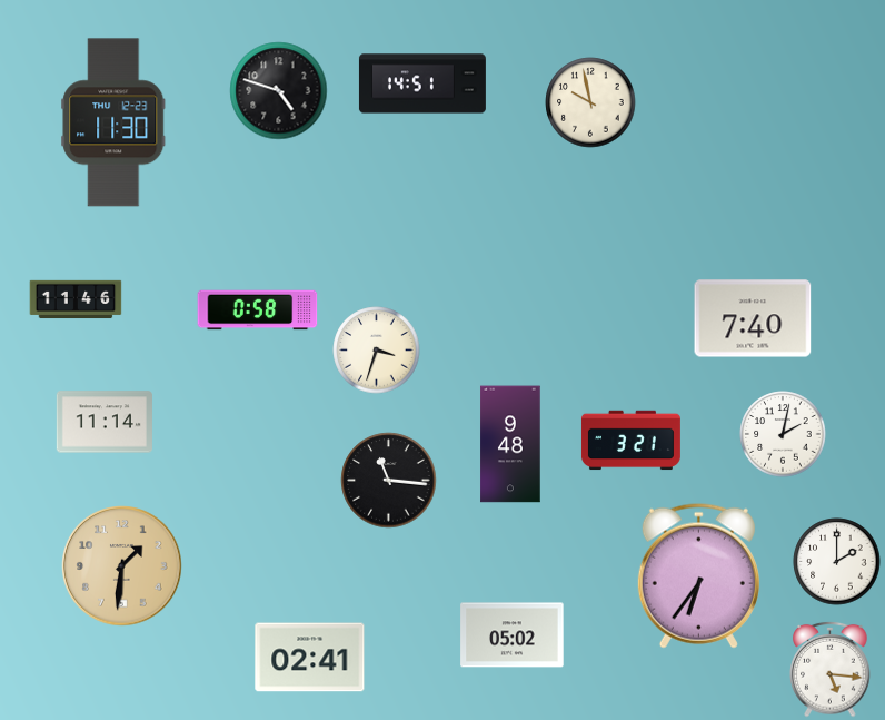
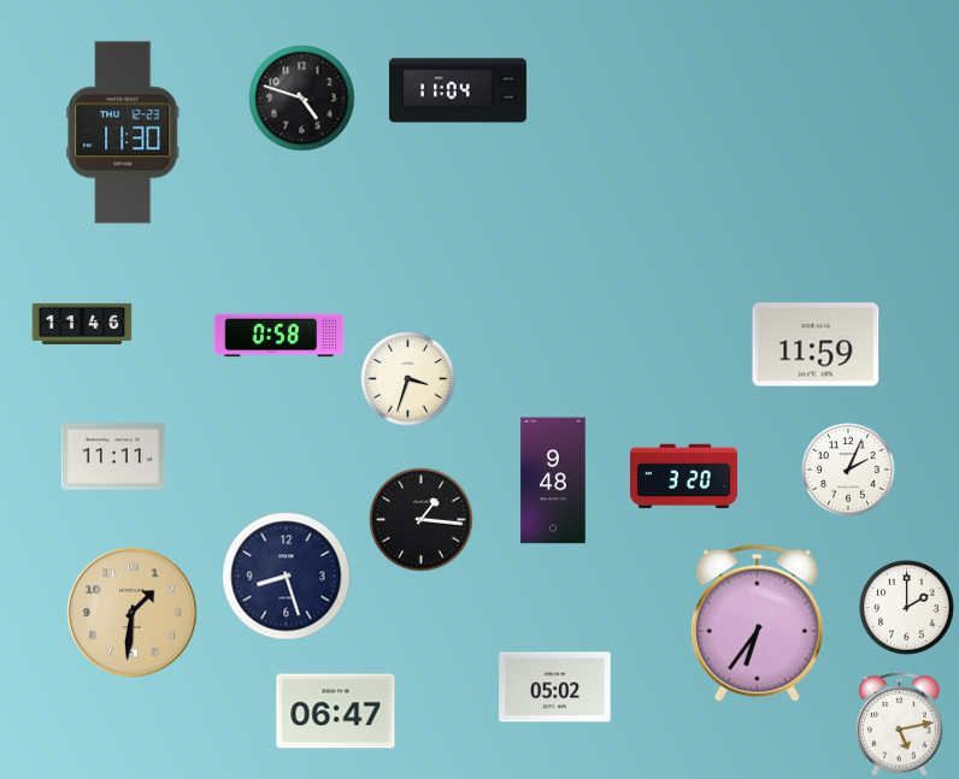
clock at (422, 83): 14:51 -> 11:04
clock at (590, 102): 9:58 -> none
clock at (753, 318): 7:40 -> 11:59
clock at (105, 422): 11:14 -> 11:11
clock at (783, 434): 2:02 -> 2:04
clock at (630, 441): 3:21 -> 3:20
clock at (389, 481): 11:16 -> 1:16
clock at (287, 577): none -> 8:27
clock at (310, 658): 02:41 -> 06:47
clock at (831, 669): 5:16 -> 5:13
